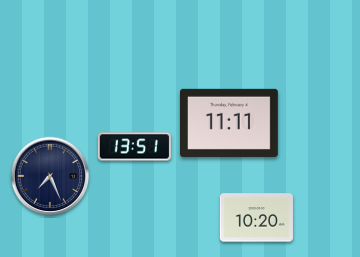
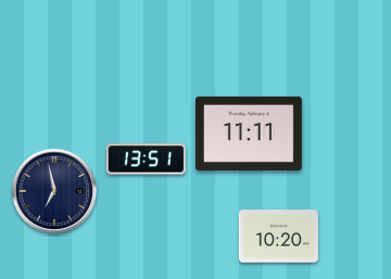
clock at (50, 176): 7:26 -> 6:58
